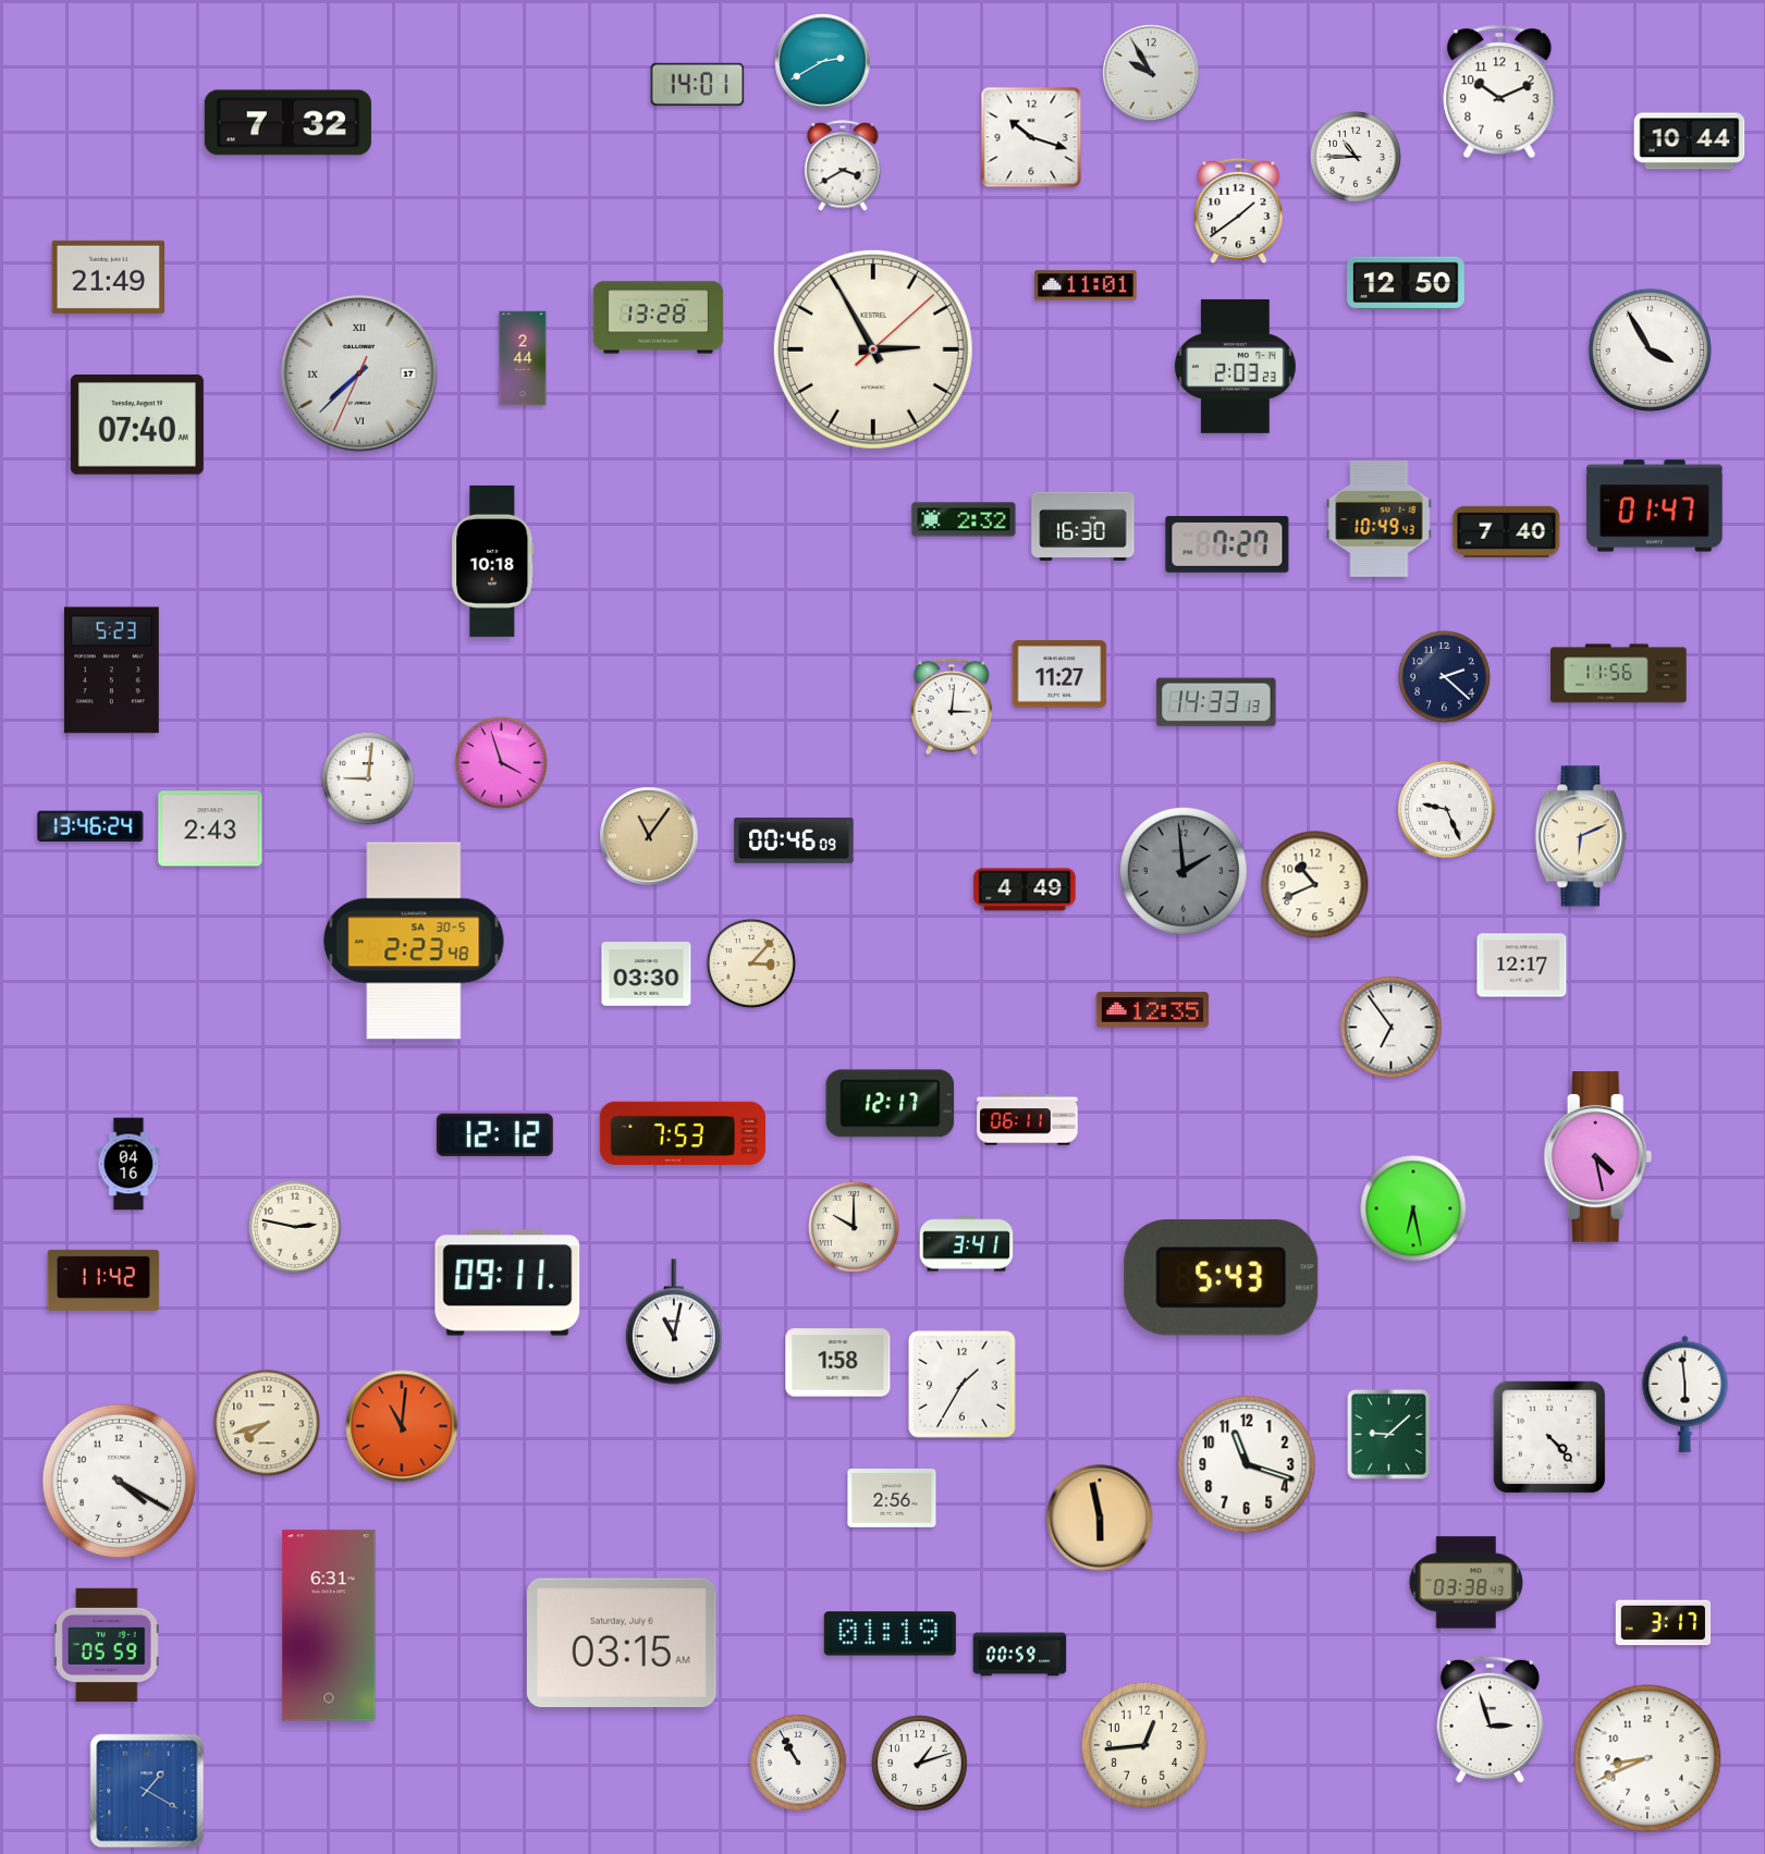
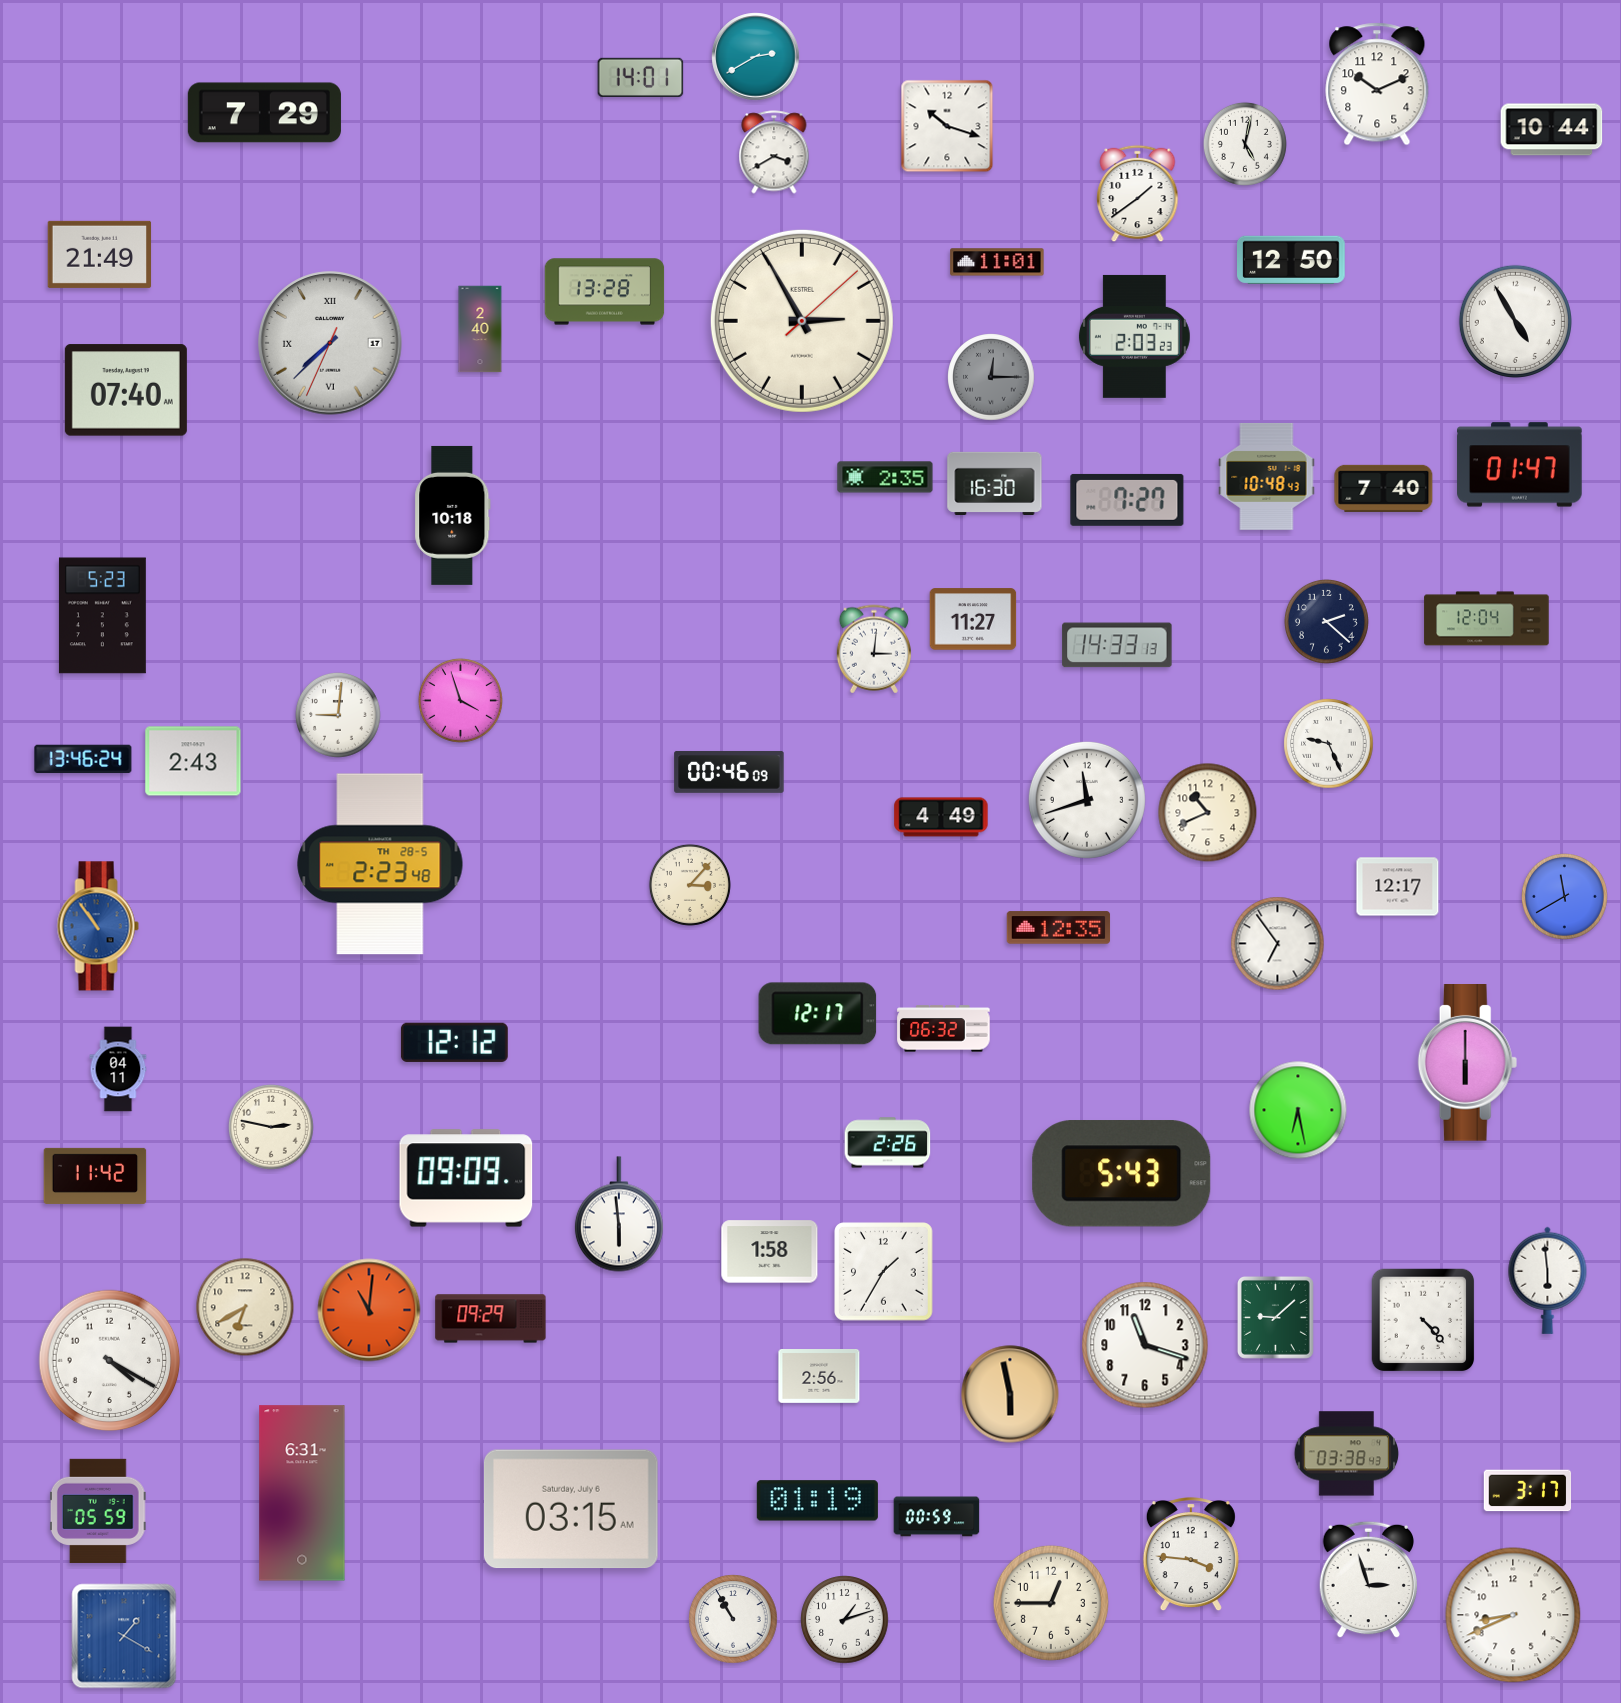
clock at (1151, 73): 9:55 -> none
clock at (287, 123): 7:32 -> 7:29
clock at (1356, 157): 10:45 -> 5:02
clock at (1650, 349): 3:55 -> 4:55
clock at (523, 358): 2:44 -> 2:40
clock at (991, 377): none -> 12:15
clock at (1380, 518): 10:49 -> 10:48
clock at (964, 519): 2:32 -> 2:35
clock at (1619, 674): 11:56 -> 12:04
clock at (649, 836): 11:06 -> none
clock at (1581, 836): 6:11 -> none
clock at (1184, 871): 1:59 -> 11:42
clock at (1184, 871) dial: grey -> white
clock at (414, 941) date: SA 30-5 -> TH 28-5
clock at (647, 974): 03:30 -> none
clock at (1565, 897): none -> 11:40
clock at (98, 926): none -> 10:54
clock at (1028, 1120): 06:11 -> 06:32
clock at (682, 1132): 7:53 -> none
clock at (1598, 1157): 4:28 -> 6:00
clock at (128, 1164): 04:16 -> 04:11
clock at (854, 1227): 10:00 -> none
clock at (967, 1244): 3:41 -> 2:26
clock at (507, 1282): 09:11 -> 09:09
clock at (674, 1322): 11:02 -> 5:59
clock at (267, 1423): 7:42 -> 6:40
clock at (491, 1319): none -> 09:29
clock at (1020, 1655) position: (1020, 1655) -> (937, 1517)
clock at (1191, 1555): none -> 3:46
clock at (1144, 1745): 12:44 -> 12:45
clock at (147, 1791) position: (147, 1791) -> (124, 1636)
